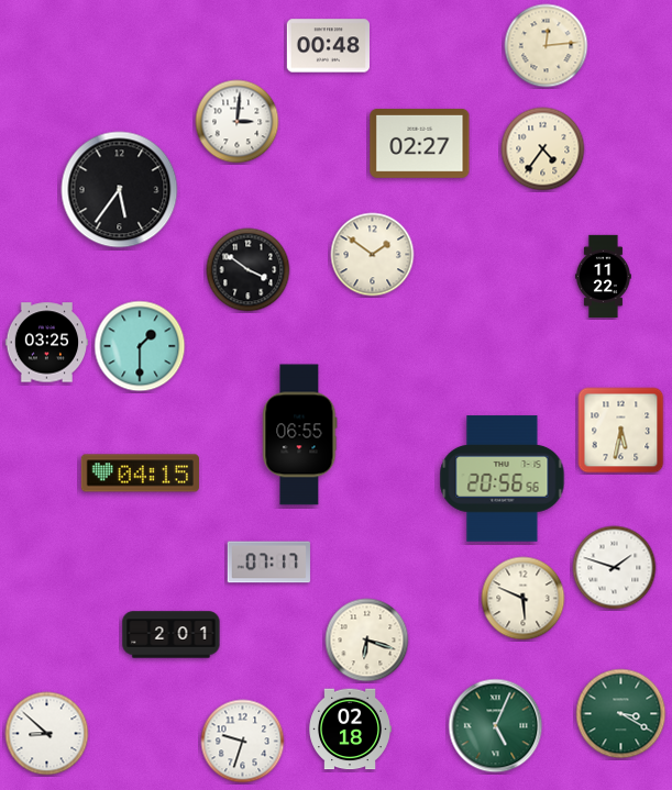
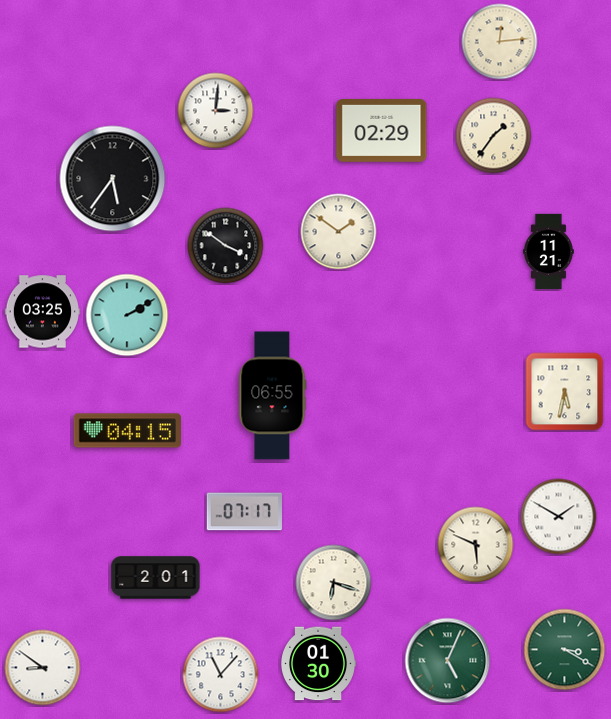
clock at (328, 46): 00:48 -> none
clock at (547, 46) position: (547, 46) -> (500, 42)
clock at (420, 143): 02:27 -> 02:29
clock at (543, 149): 4:36 -> 1:36
clock at (120, 190) position: (120, 190) -> (113, 179)
clock at (603, 277): 11:22 -> 11:21
clock at (140, 346): 1:30 -> 2:10
clock at (503, 479): 20:56 -> none
clock at (615, 568): 1:48 -> 1:50
clock at (496, 726) position: (496, 726) -> (448, 661)
clock at (350, 730): 02:18 -> 01:30
clock at (47, 734): 8:52 -> 8:51
clock at (243, 742): 9:33 -> 11:07
